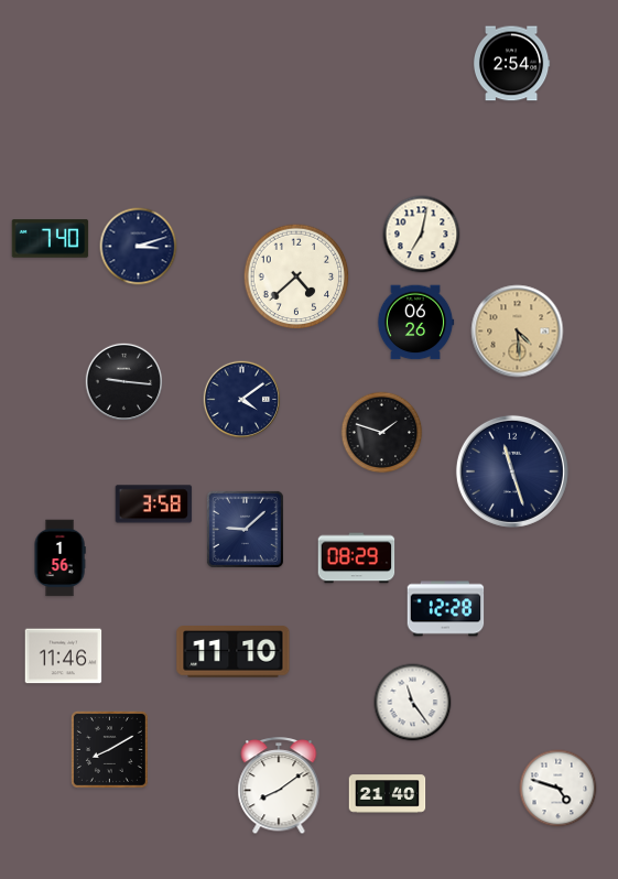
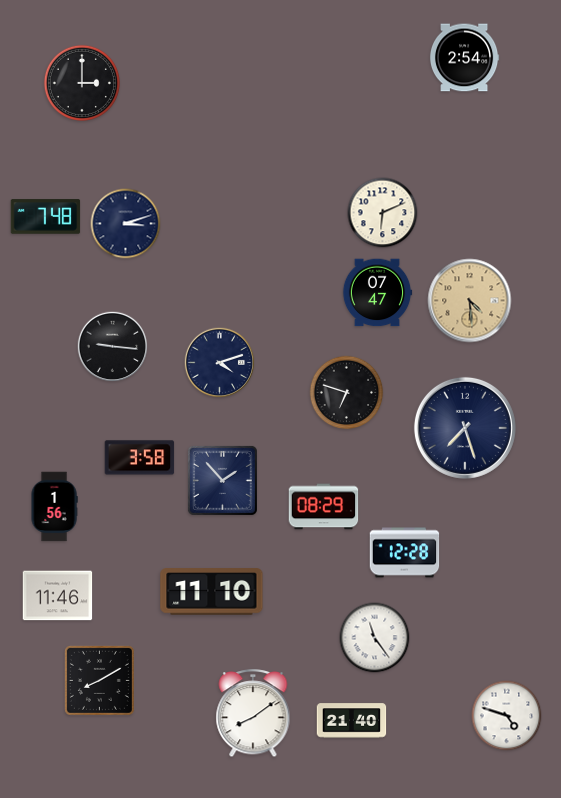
clock at (82, 83): none -> 3:00
clock at (422, 235): 7:02 -> 6:11
clock at (51, 239): 7:40 -> 7:48
clock at (296, 276): 4:38 -> none
clock at (415, 323): 06:26 -> 07:47
clock at (242, 400): 4:09 -> 4:12
clock at (382, 433): 1:48 -> 6:48
clock at (512, 471): 11:27 -> 7:27
clock at (245, 529): 9:08 -> 1:53
